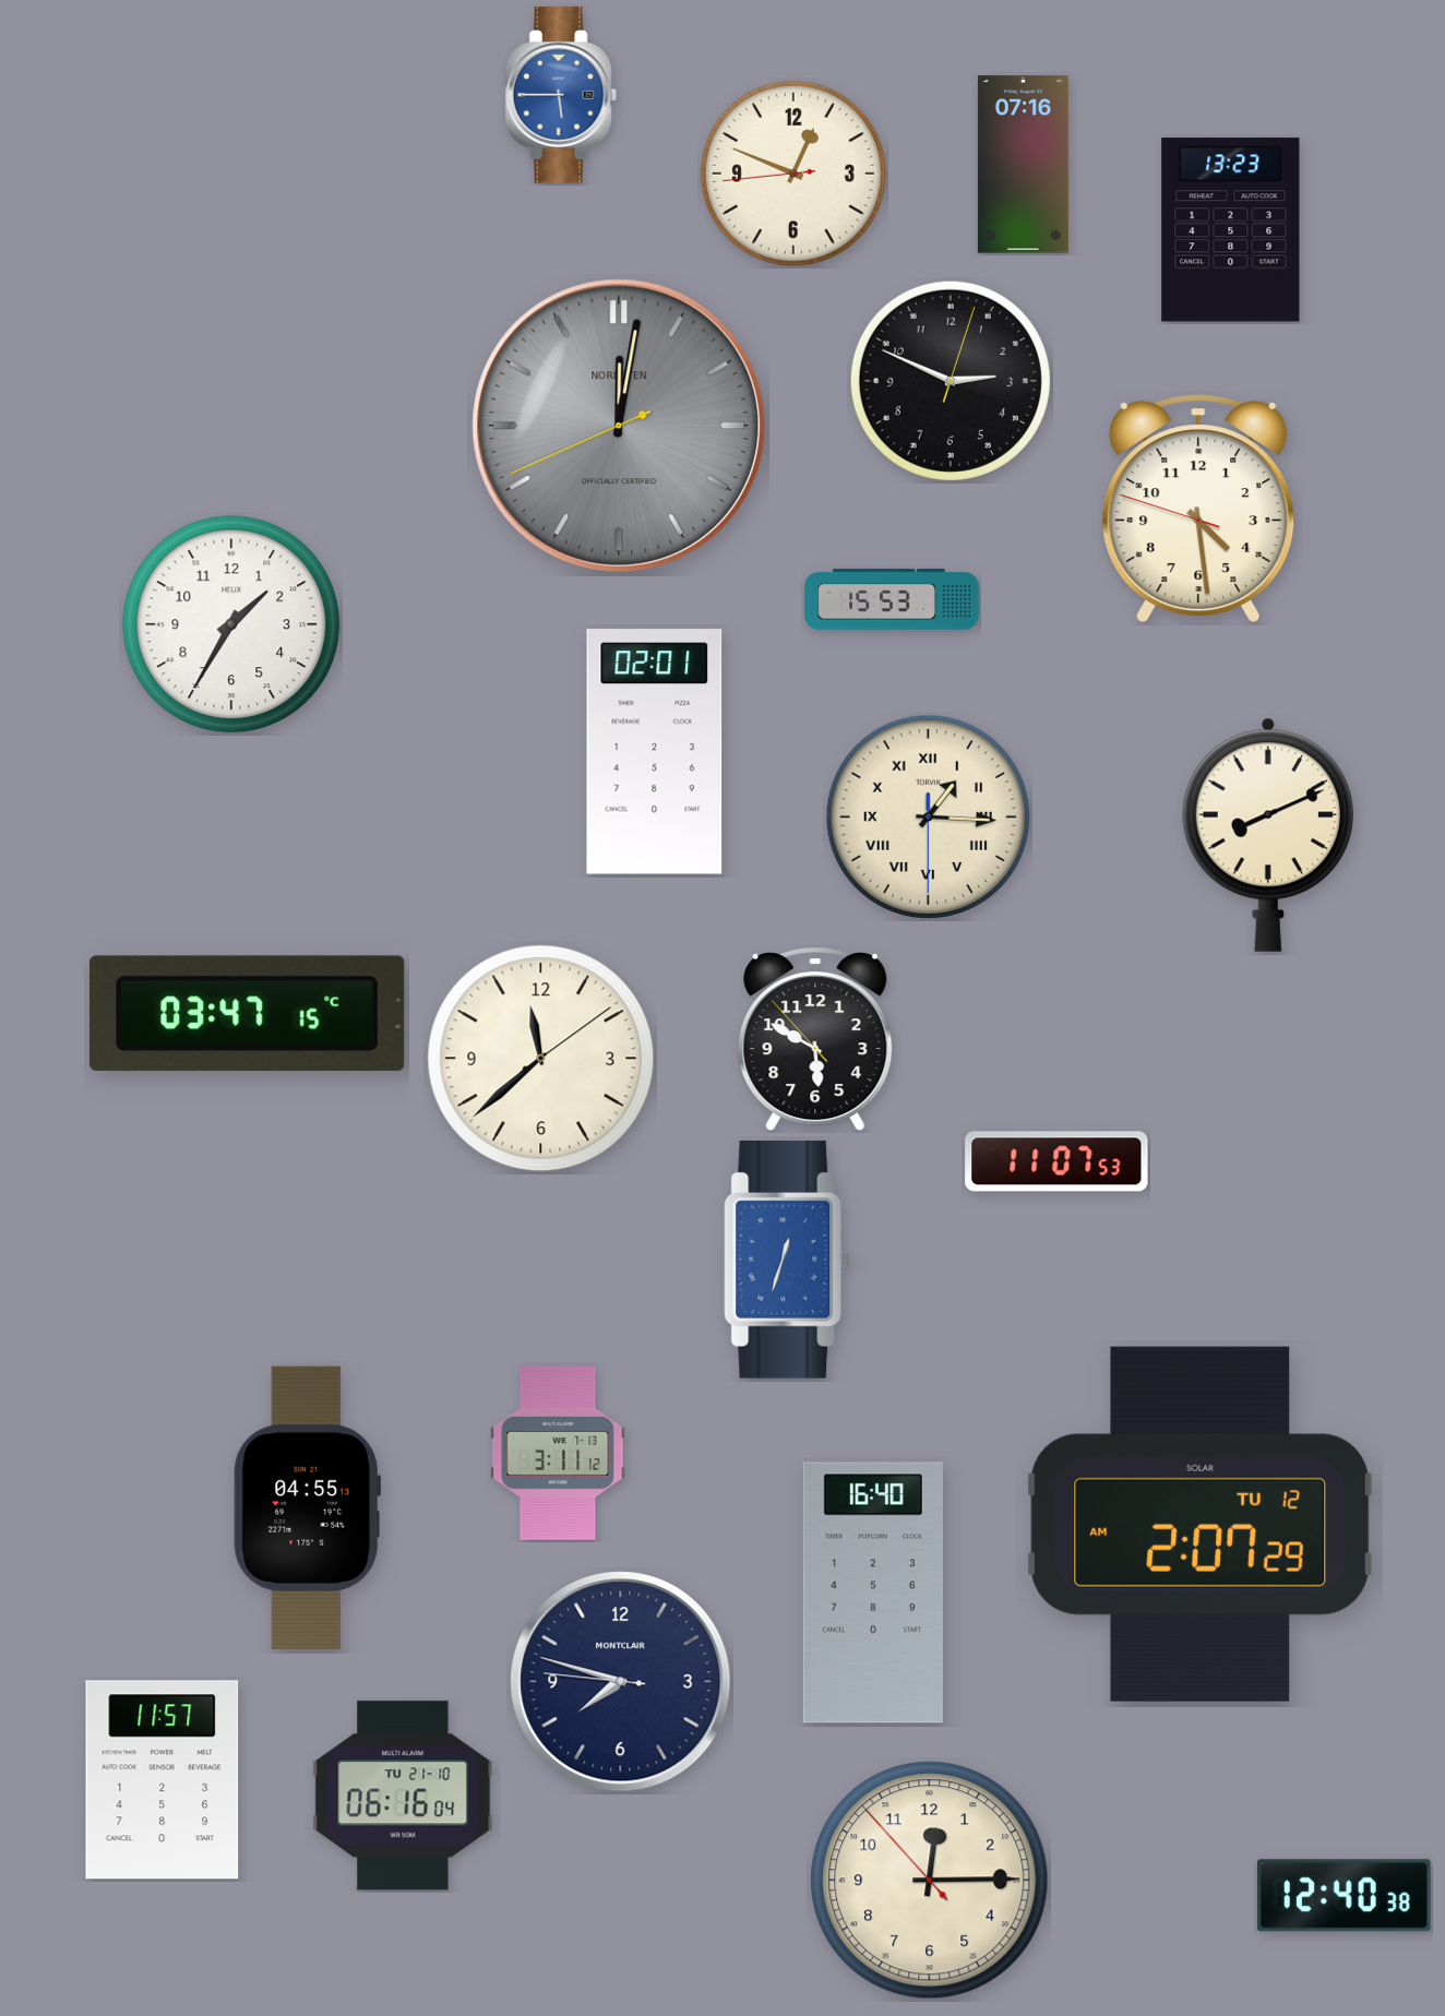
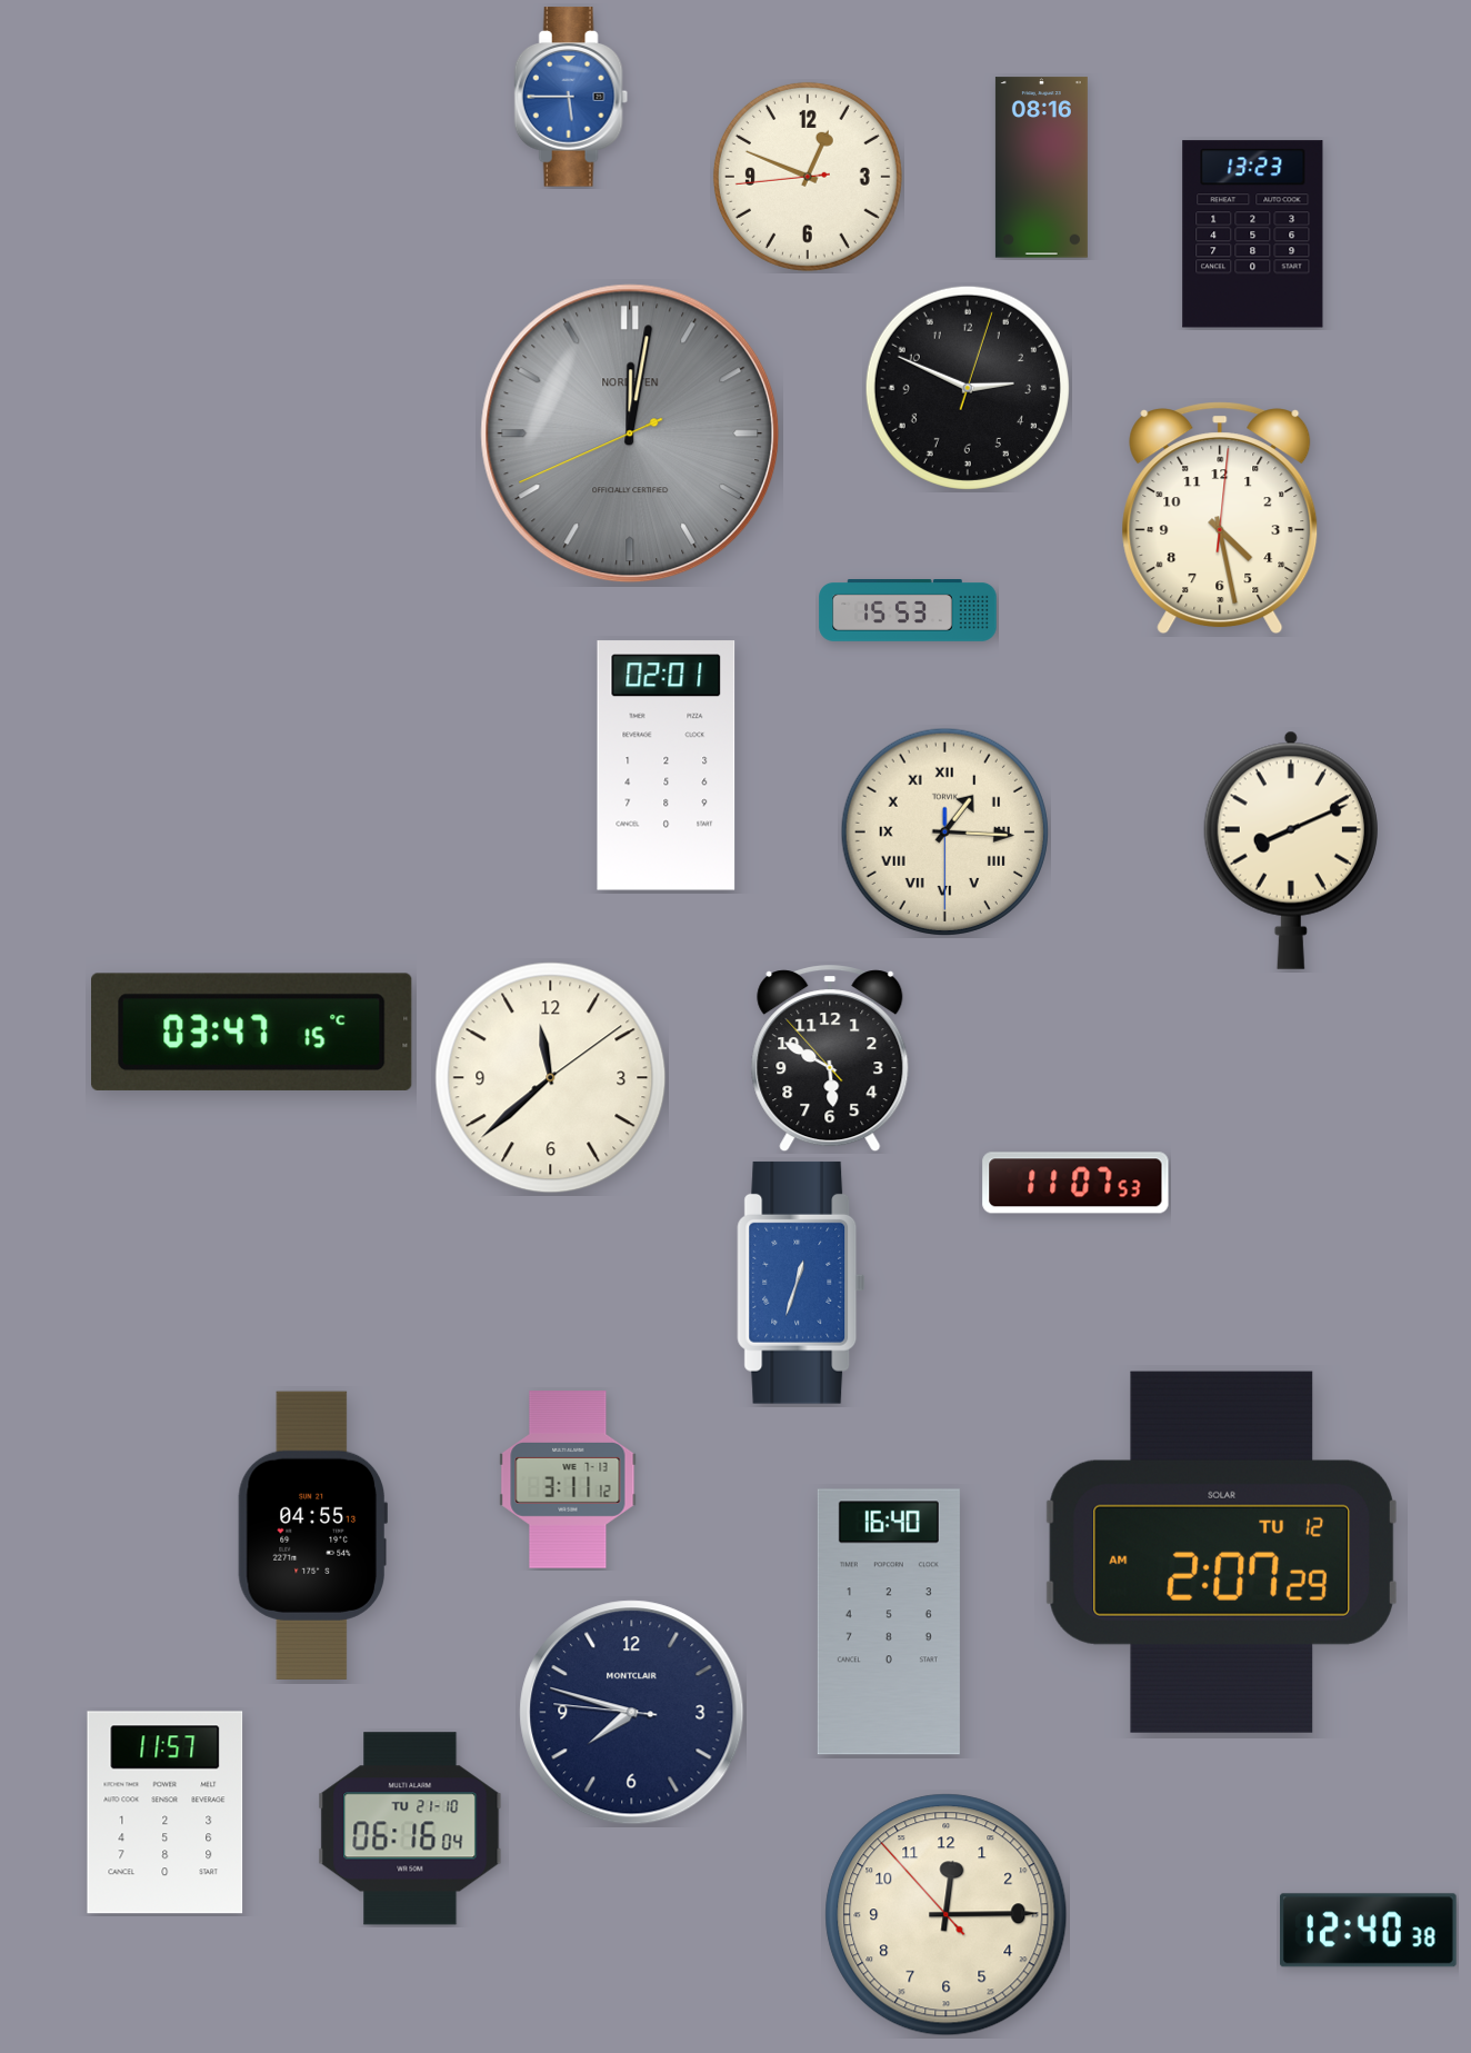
clock at (1023, 165): 07:16 -> 08:16
clock at (1198, 509): 4:28:48 -> 4:28:01
clock at (231, 624): 1:35 -> none
